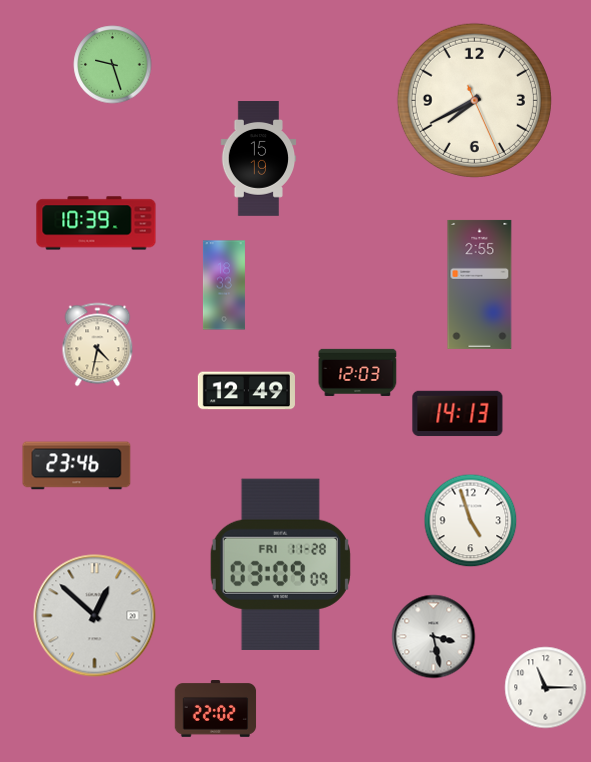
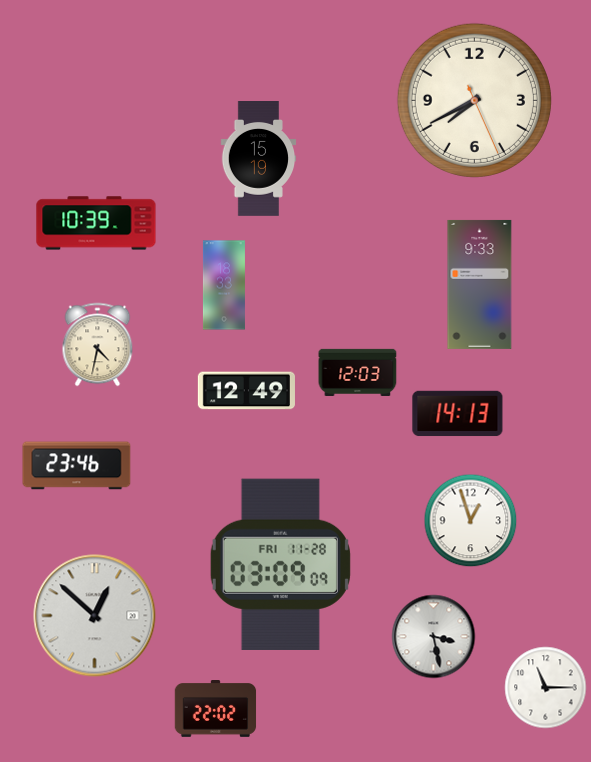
clock at (113, 65): 9:27 -> none
clock at (480, 284): 2:55 -> 9:33
clock at (471, 521): 4:57 -> 12:57
